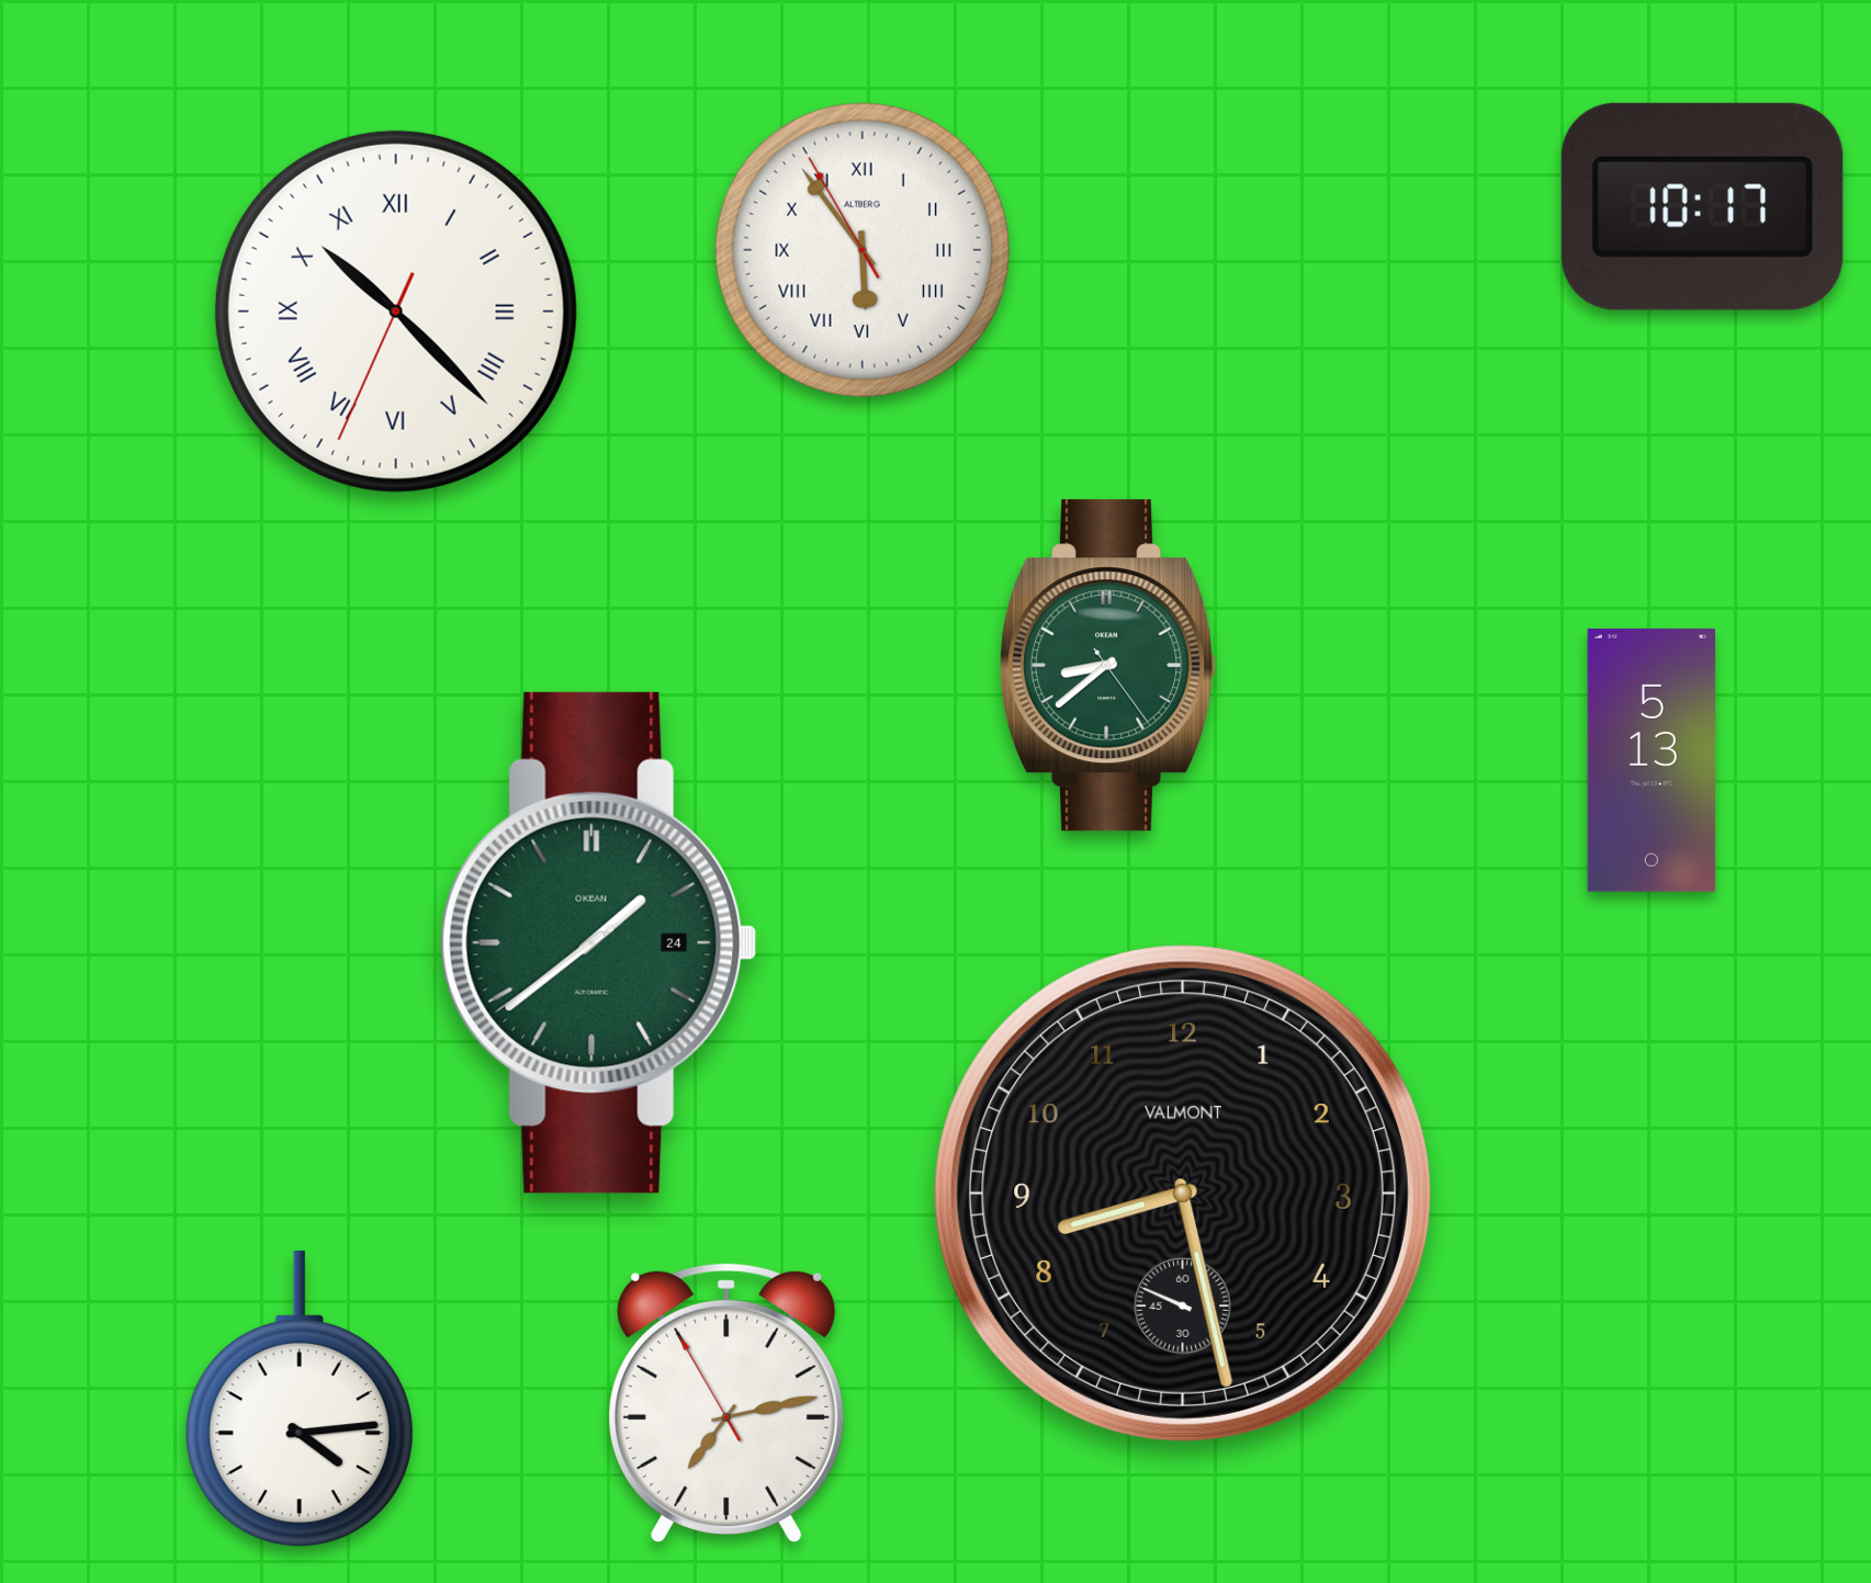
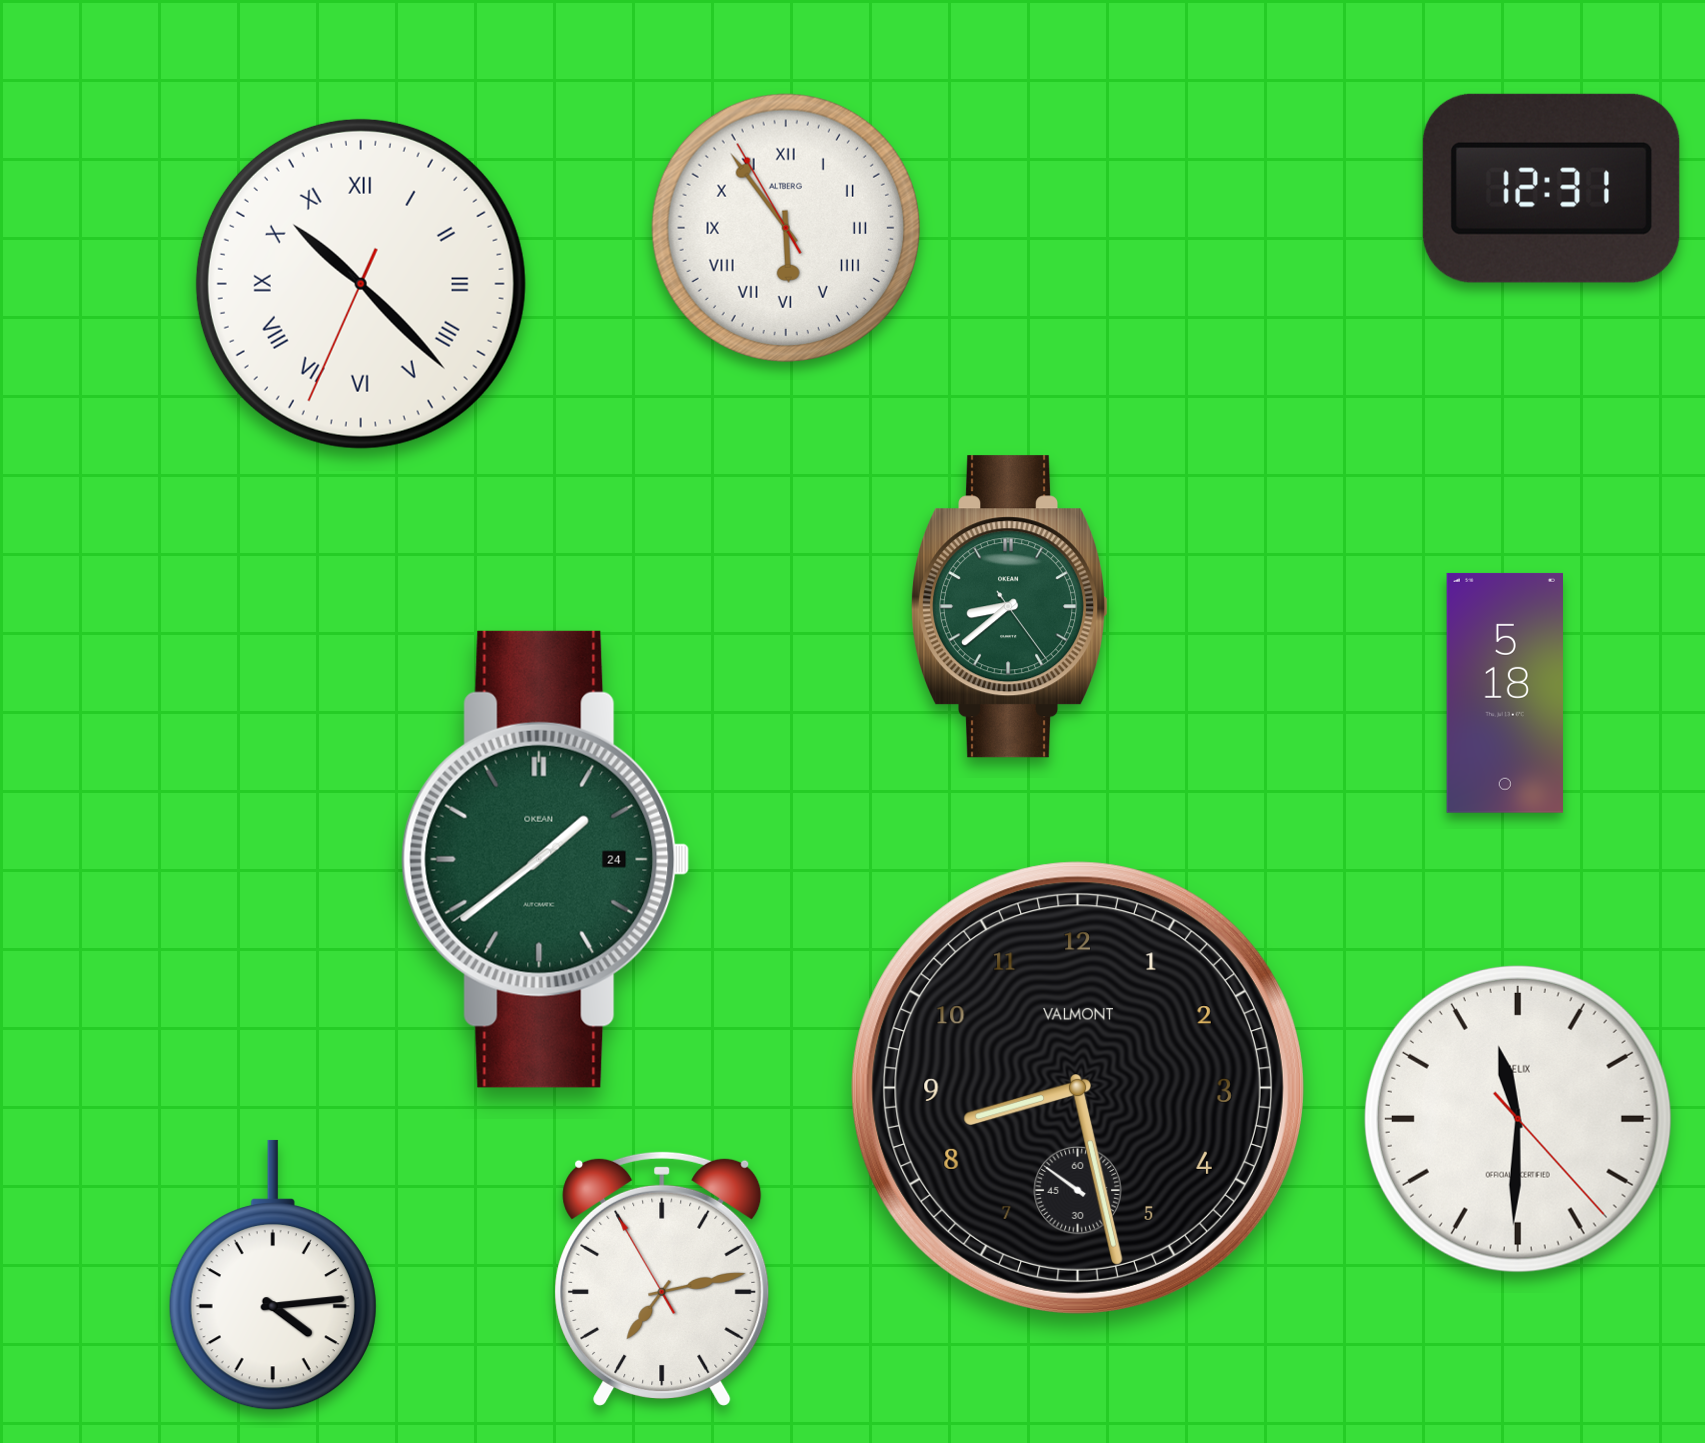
clock at (1702, 206): 10:17 -> 12:31
clock at (1650, 760): 5:13 -> 5:18
clock at (1183, 1194): 8:27:49 -> 8:27:51
clock at (1518, 1119): none -> 11:30
